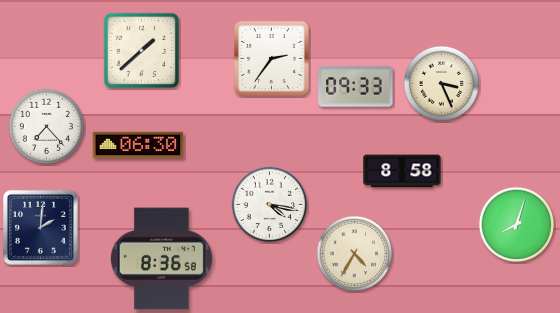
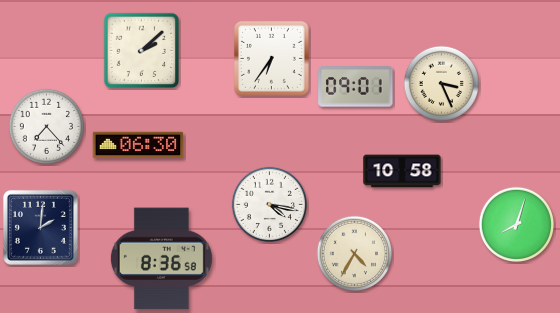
clock at (142, 51): 1:38 -> 2:08
clock at (271, 58): 2:36 -> 6:36
clock at (356, 87): 09:33 -> 09:01
clock at (402, 171): 8:58 -> 10:58
